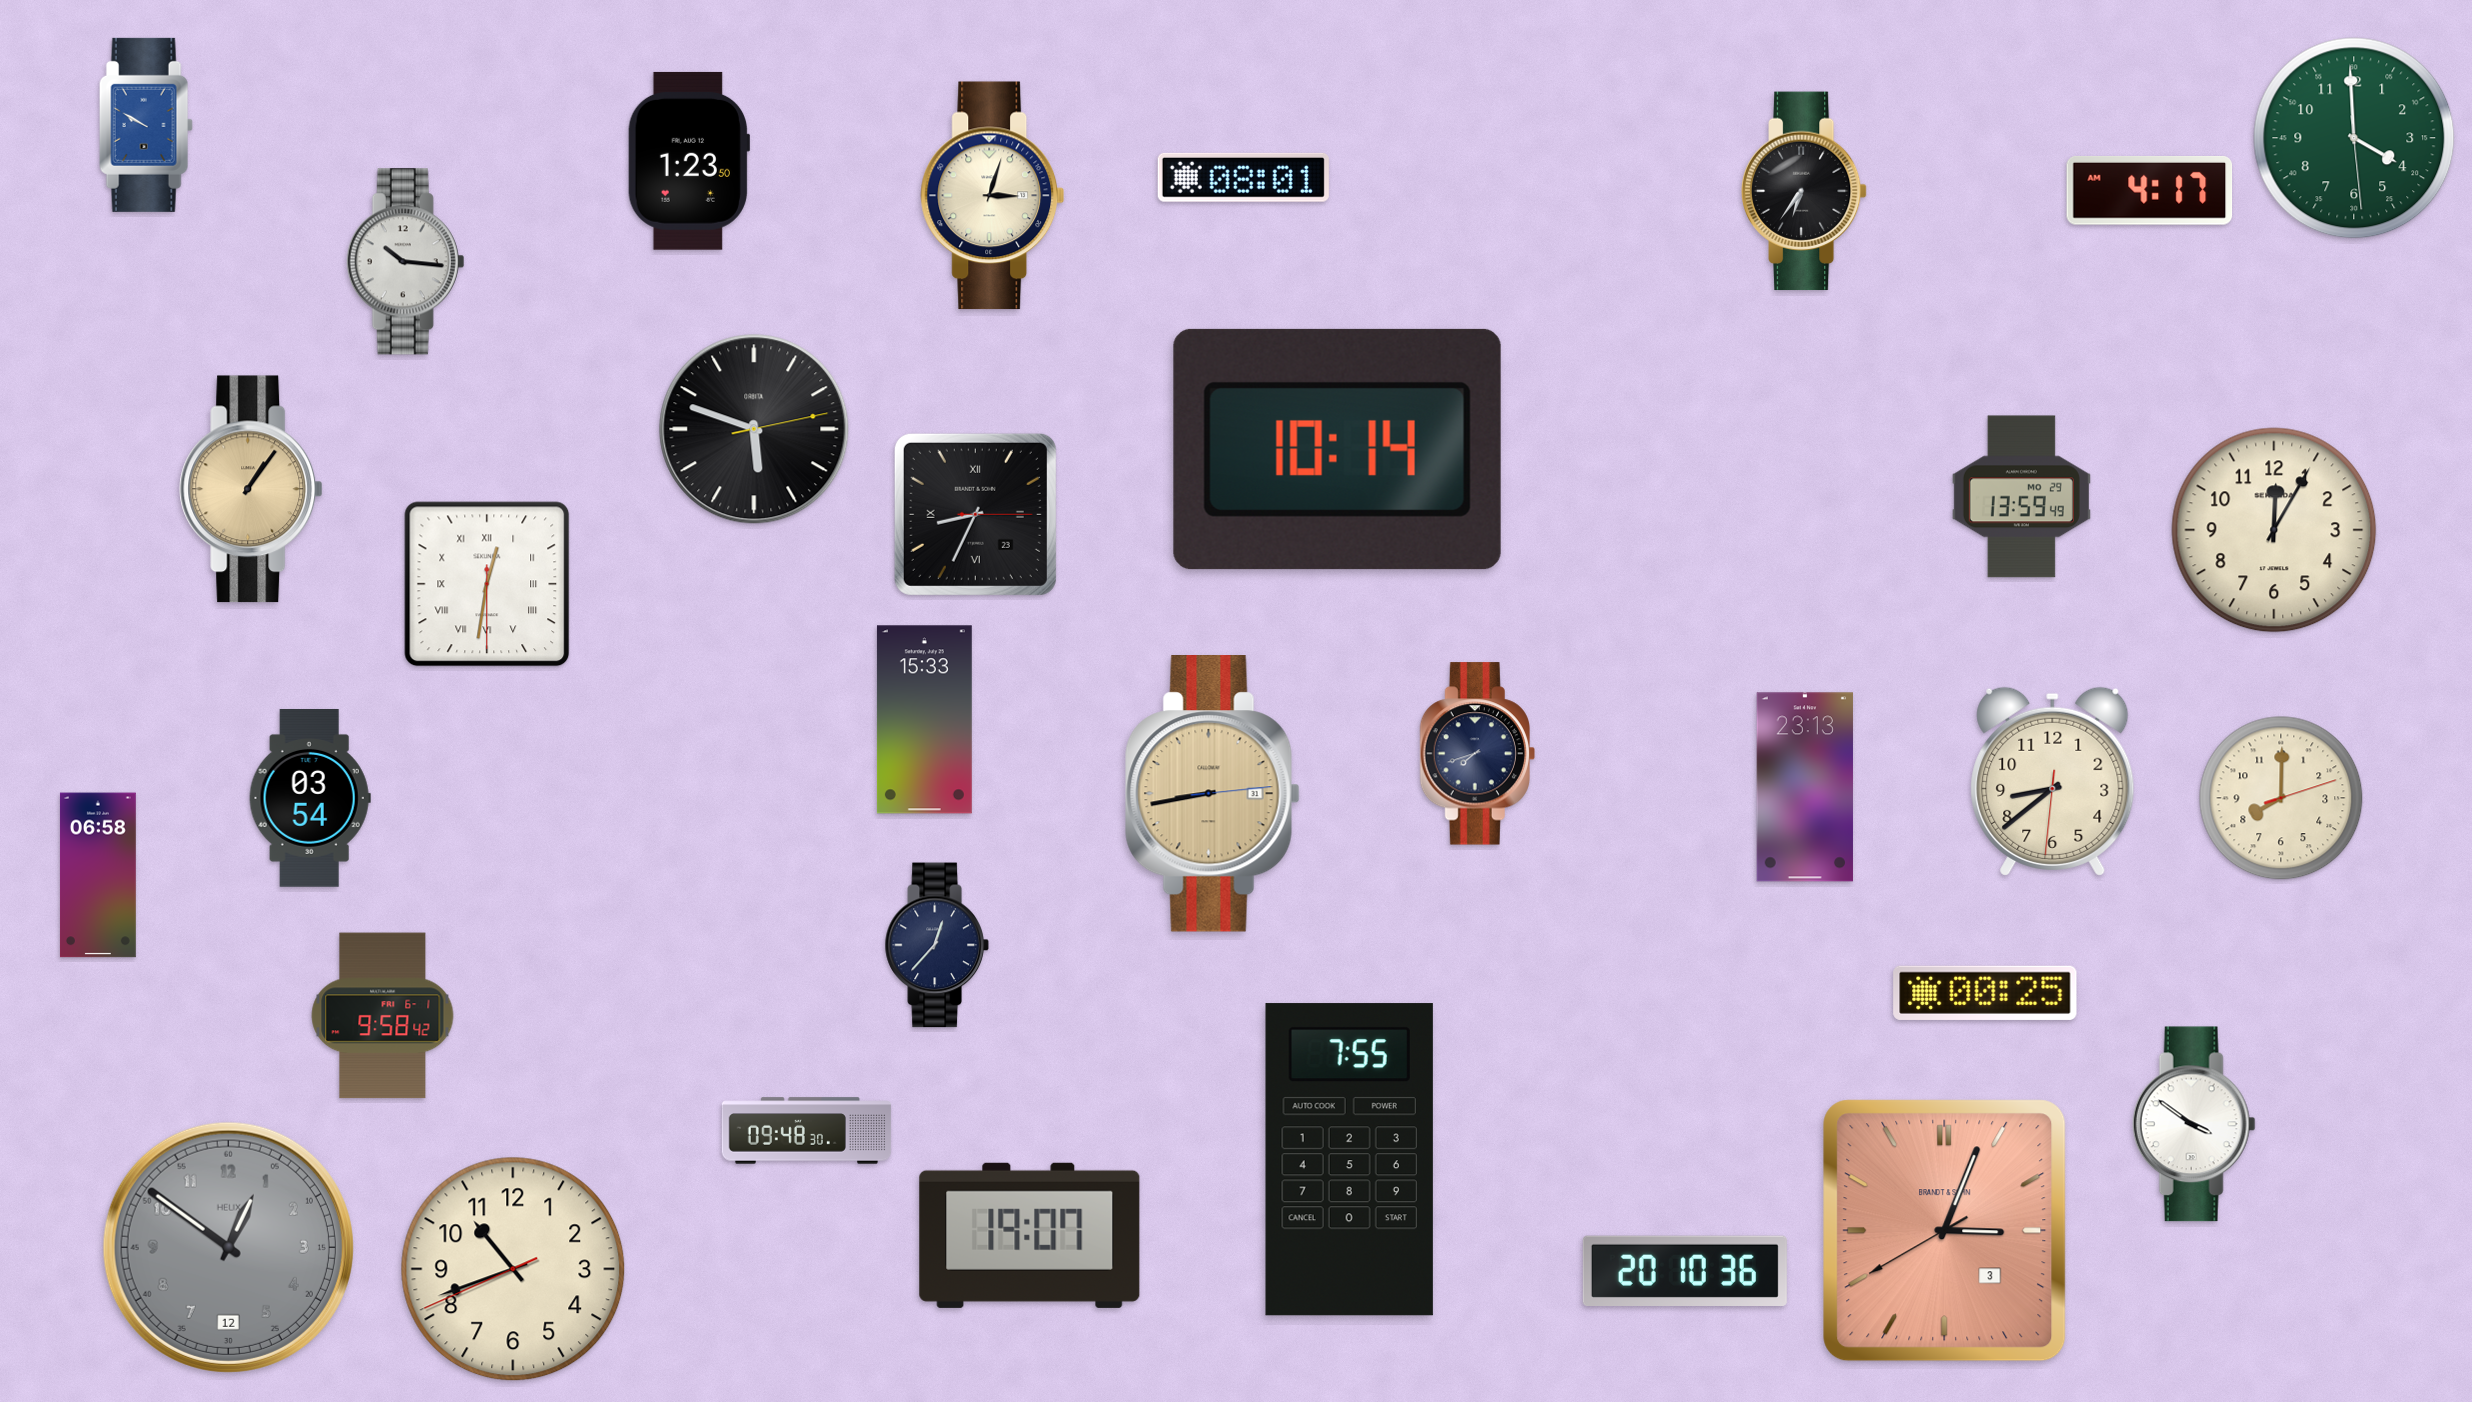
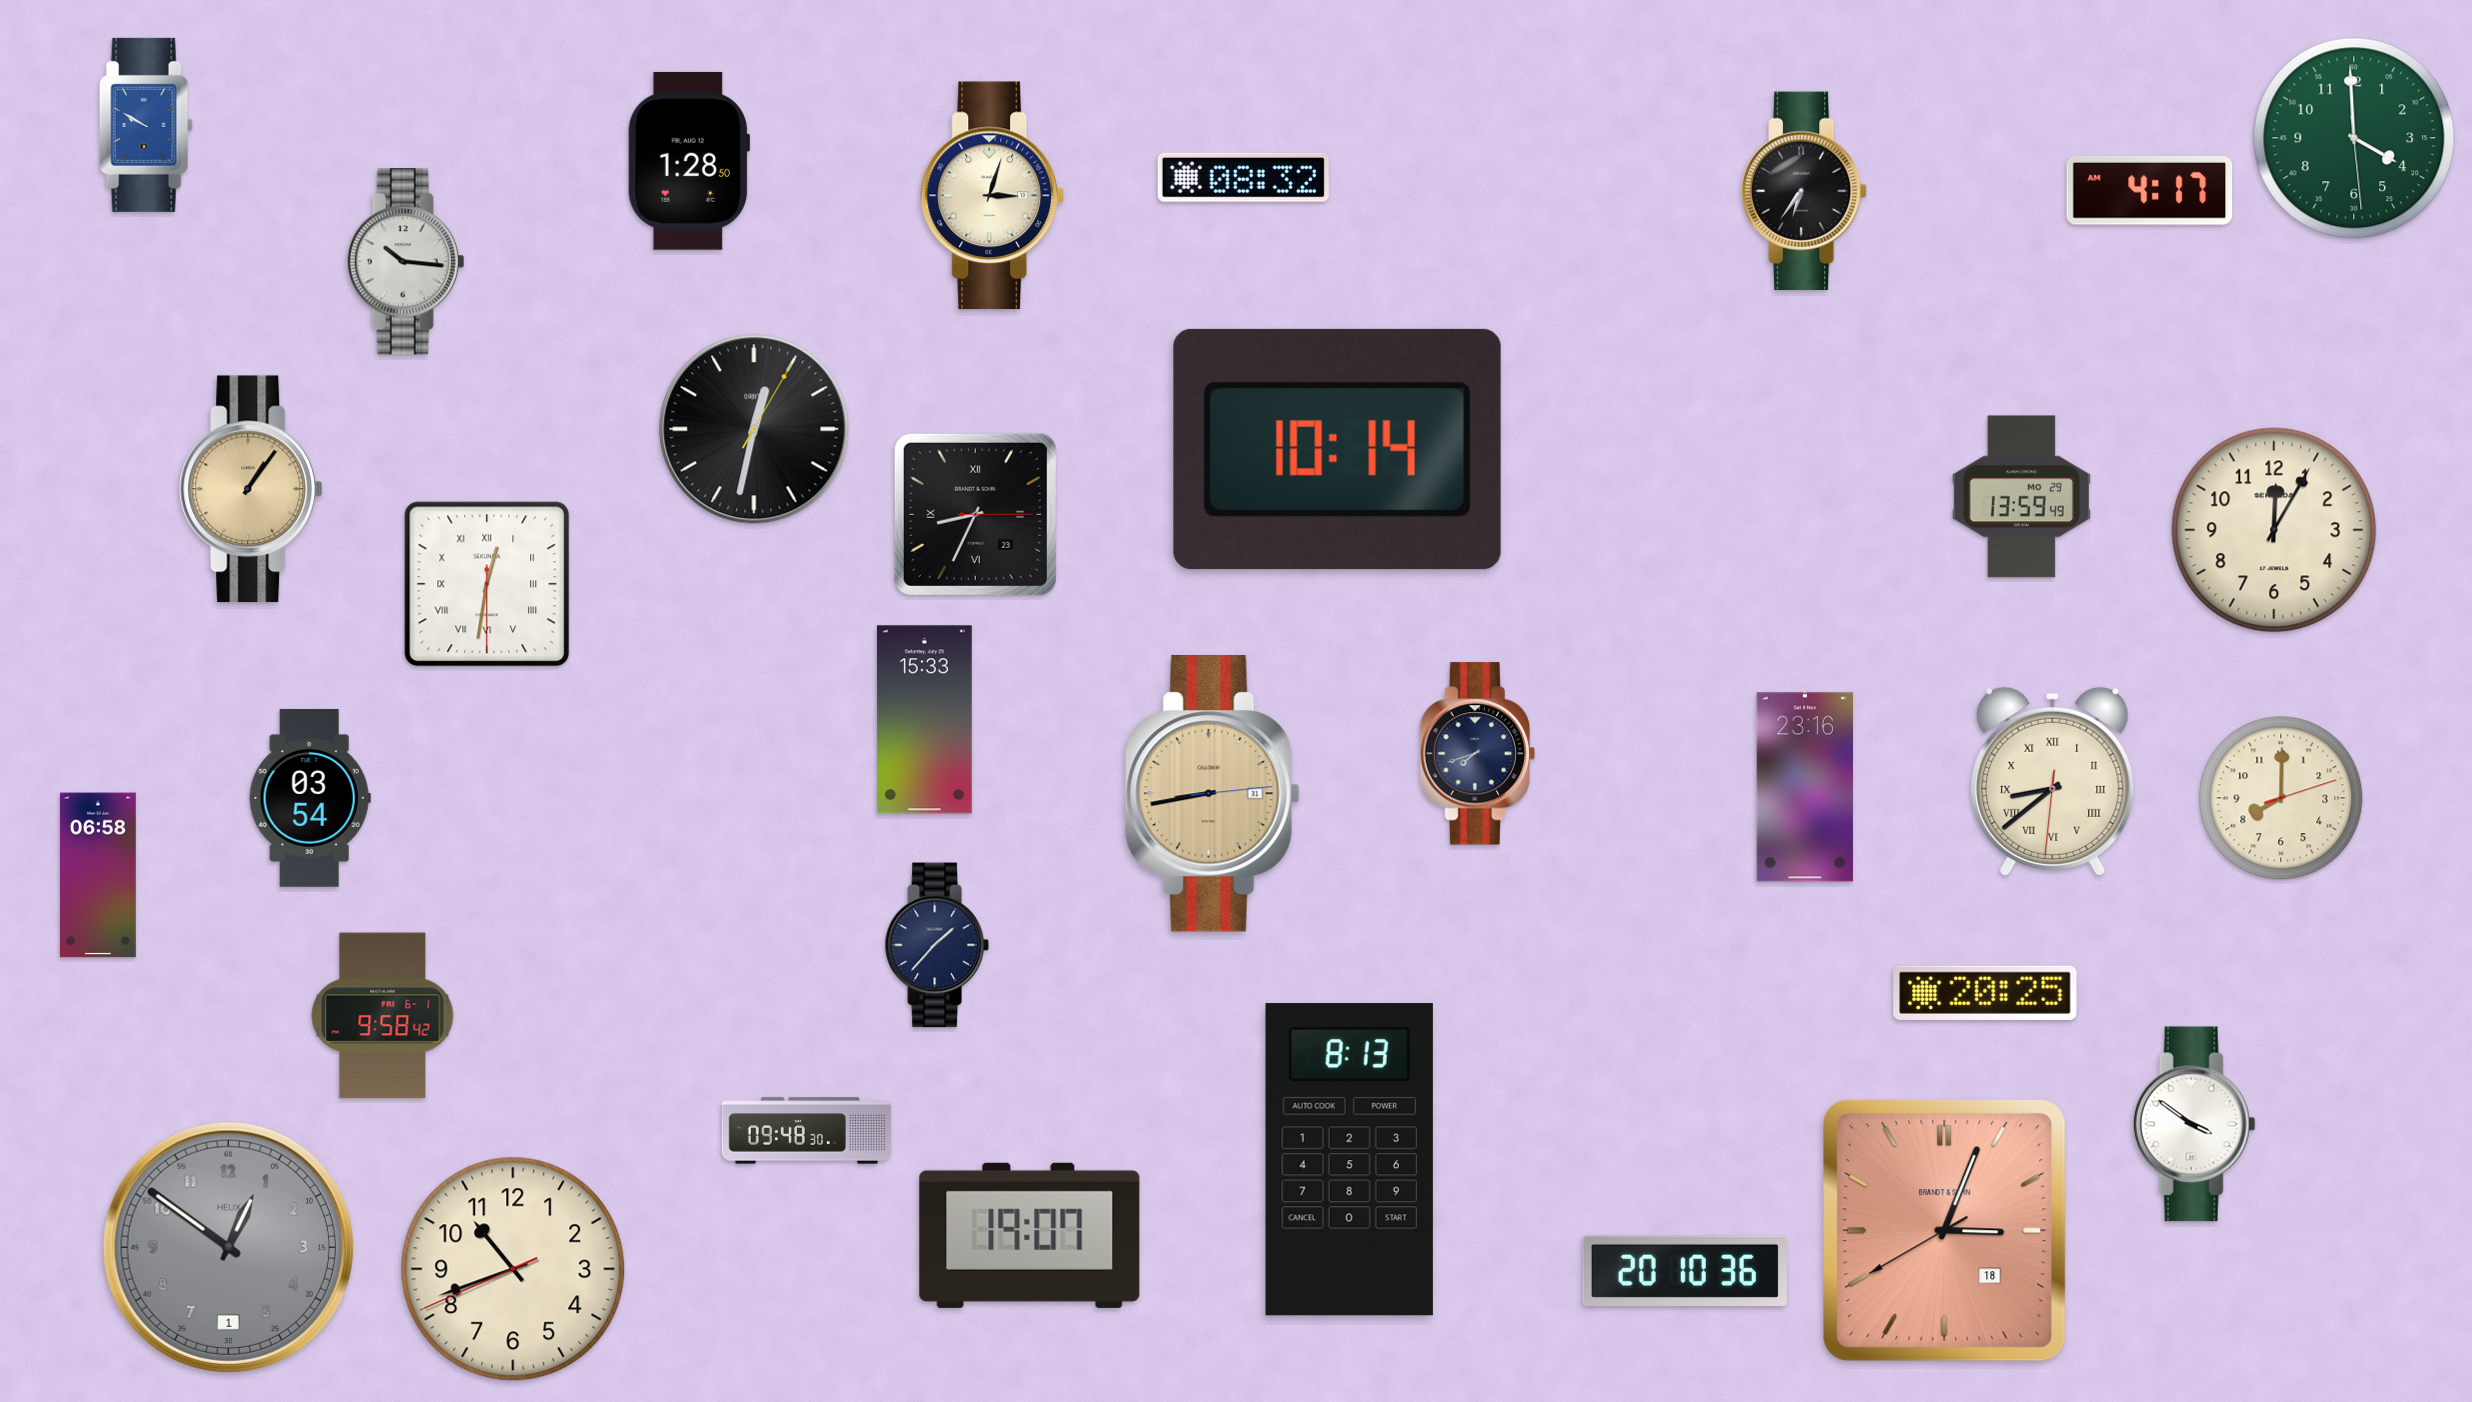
clock at (688, 161): 1:23 -> 1:28
clock at (1243, 177): 08:01 -> 08:32
clock at (754, 429): 5:48 -> 12:32
clock at (2053, 781) numerals: Arabic -> Roman
clock at (1805, 787): 23:13 -> 23:16
clock at (937, 945): 12:37 -> 1:37
clock at (1985, 993): 00:25 -> 20:25
clock at (1349, 1160): 7:55 -> 8:13
clock at (1945, 1231) date: 3 -> 18
clock at (228, 1247) date: 12 -> 1
